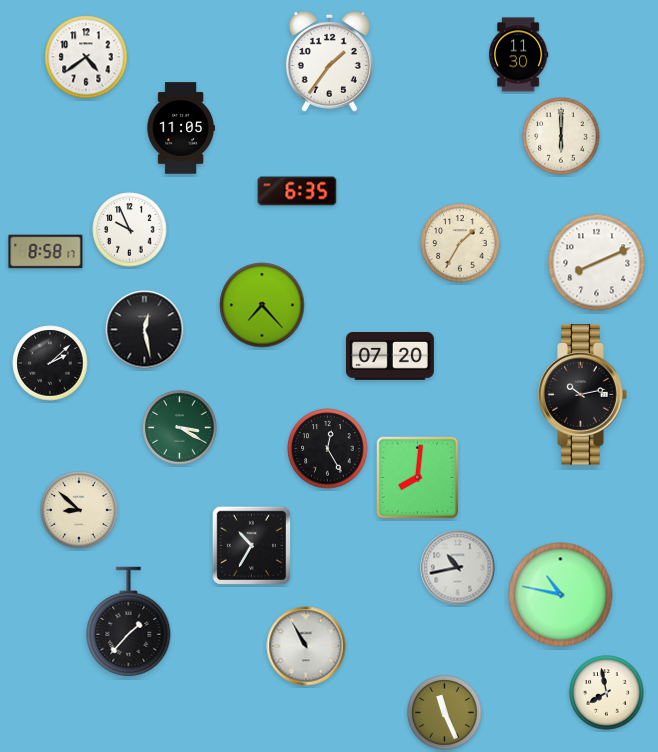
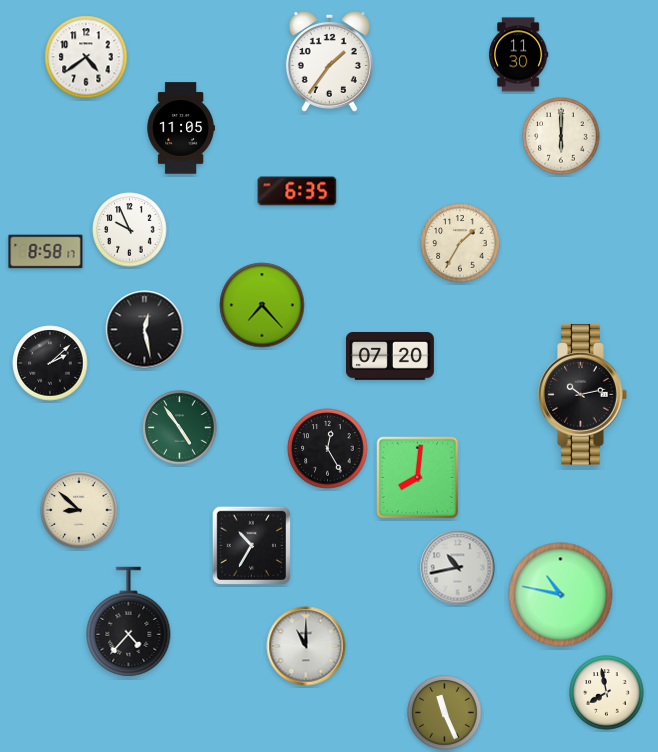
clock at (597, 263): 8:11 -> none
clock at (180, 428): 3:20 -> 4:54
clock at (129, 622): 1:37 -> 4:37
clock at (306, 646): 10:55 -> 11:00
